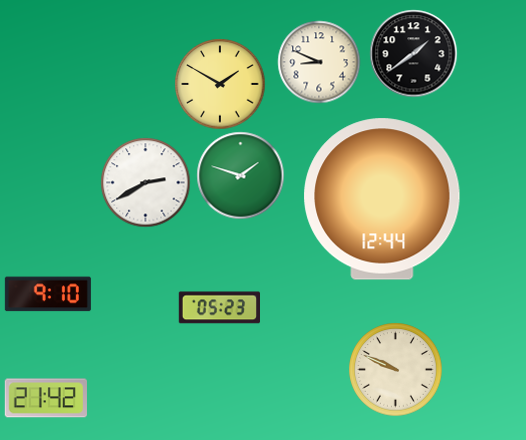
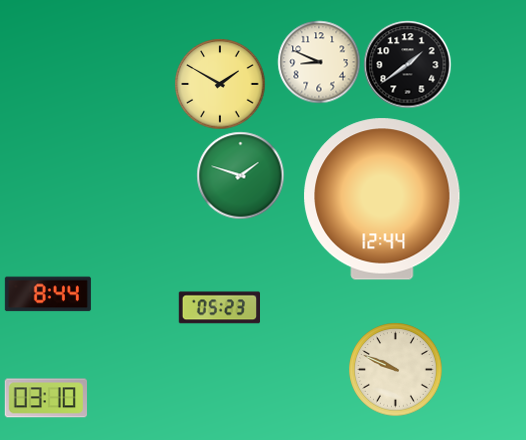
clock at (413, 53) position: (413, 53) -> (407, 64)
clock at (145, 182): 2:40 -> none
clock at (48, 294): 9:10 -> 8:44
clock at (46, 398): 21:42 -> 03:10
